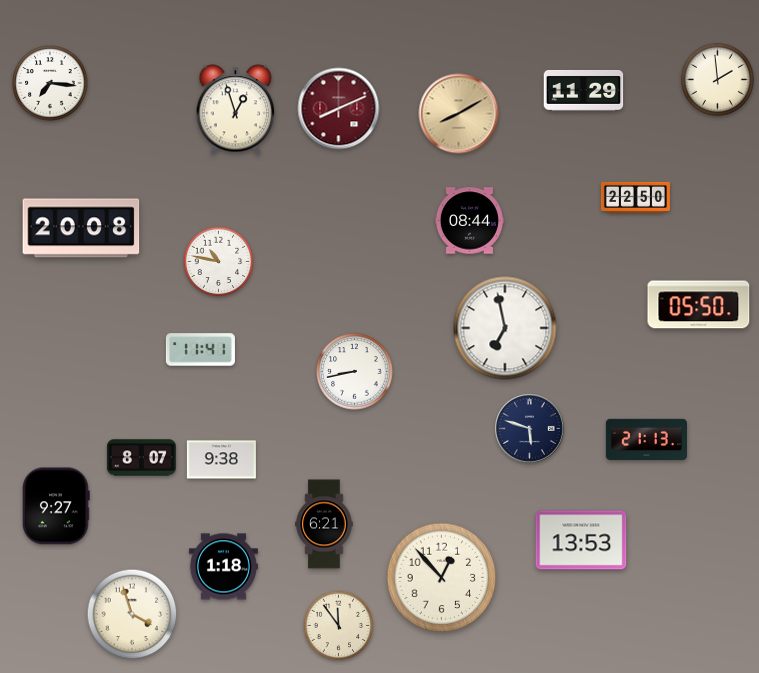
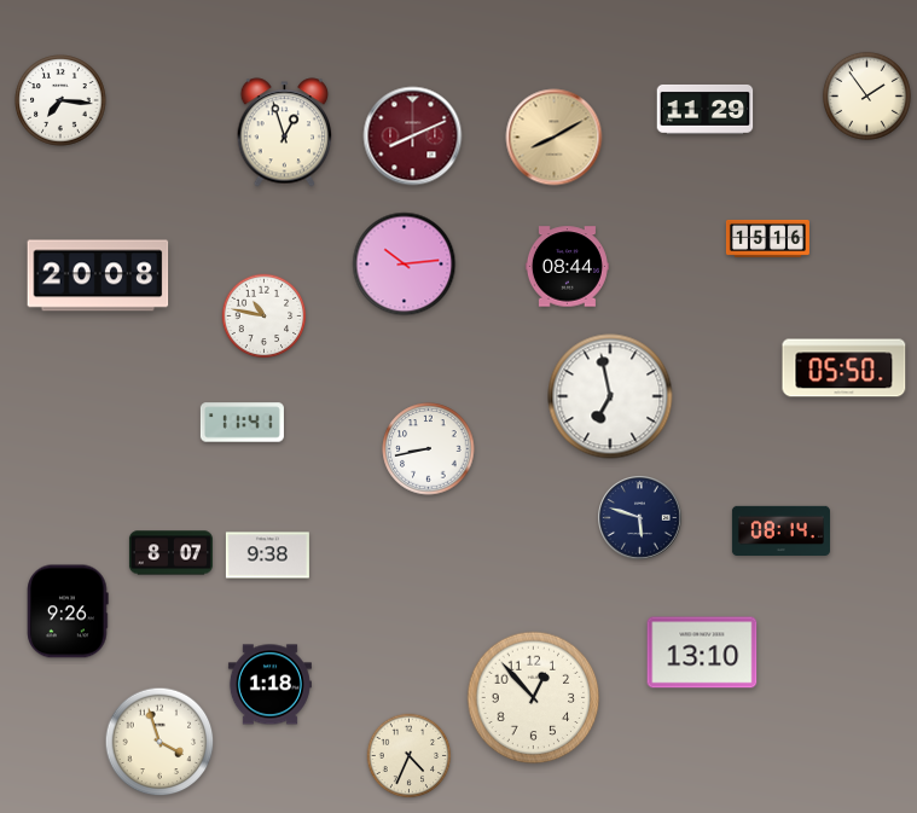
clock at (717, 79): 1:59 -> 1:54
clock at (339, 109) position: (339, 109) -> (413, 137)
clock at (635, 197): 22:50 -> 15:16
clock at (405, 265): none -> 10:14
clock at (646, 439): 21:13 -> 08:14
clock at (56, 506): 9:27 -> 9:26
clock at (324, 524): 6:21 -> none
clock at (581, 540): 13:53 -> 13:10
clock at (339, 626): 11:54 -> 4:34
